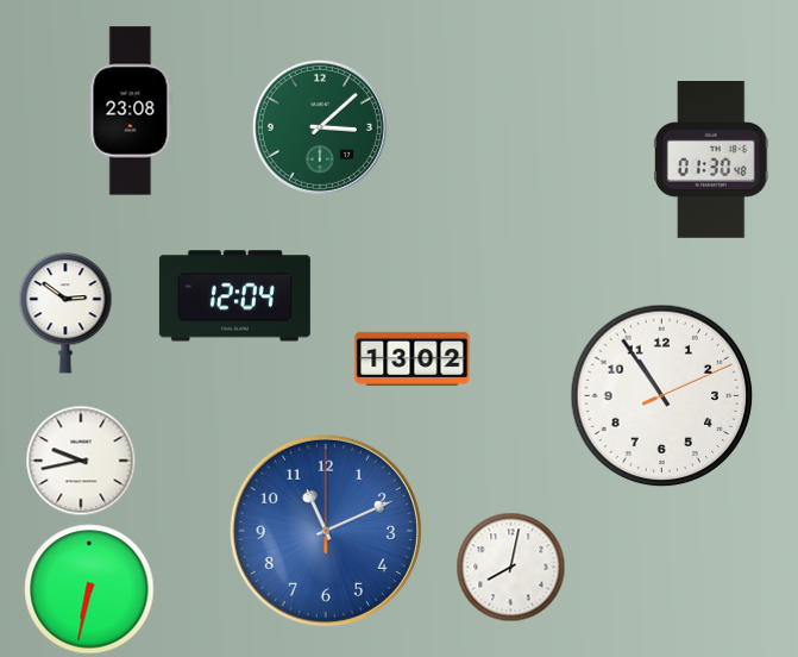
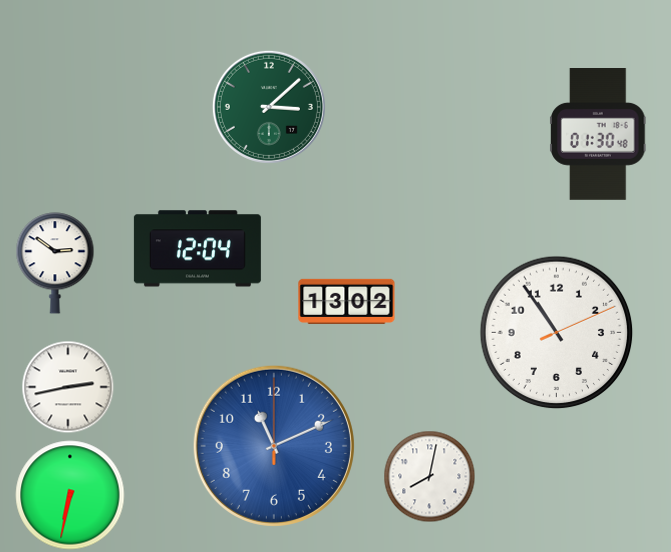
clock at (131, 111): 23:08 -> none
clock at (81, 461): 9:43 -> 2:43
clock at (89, 589) position: (89, 589) -> (70, 495)
